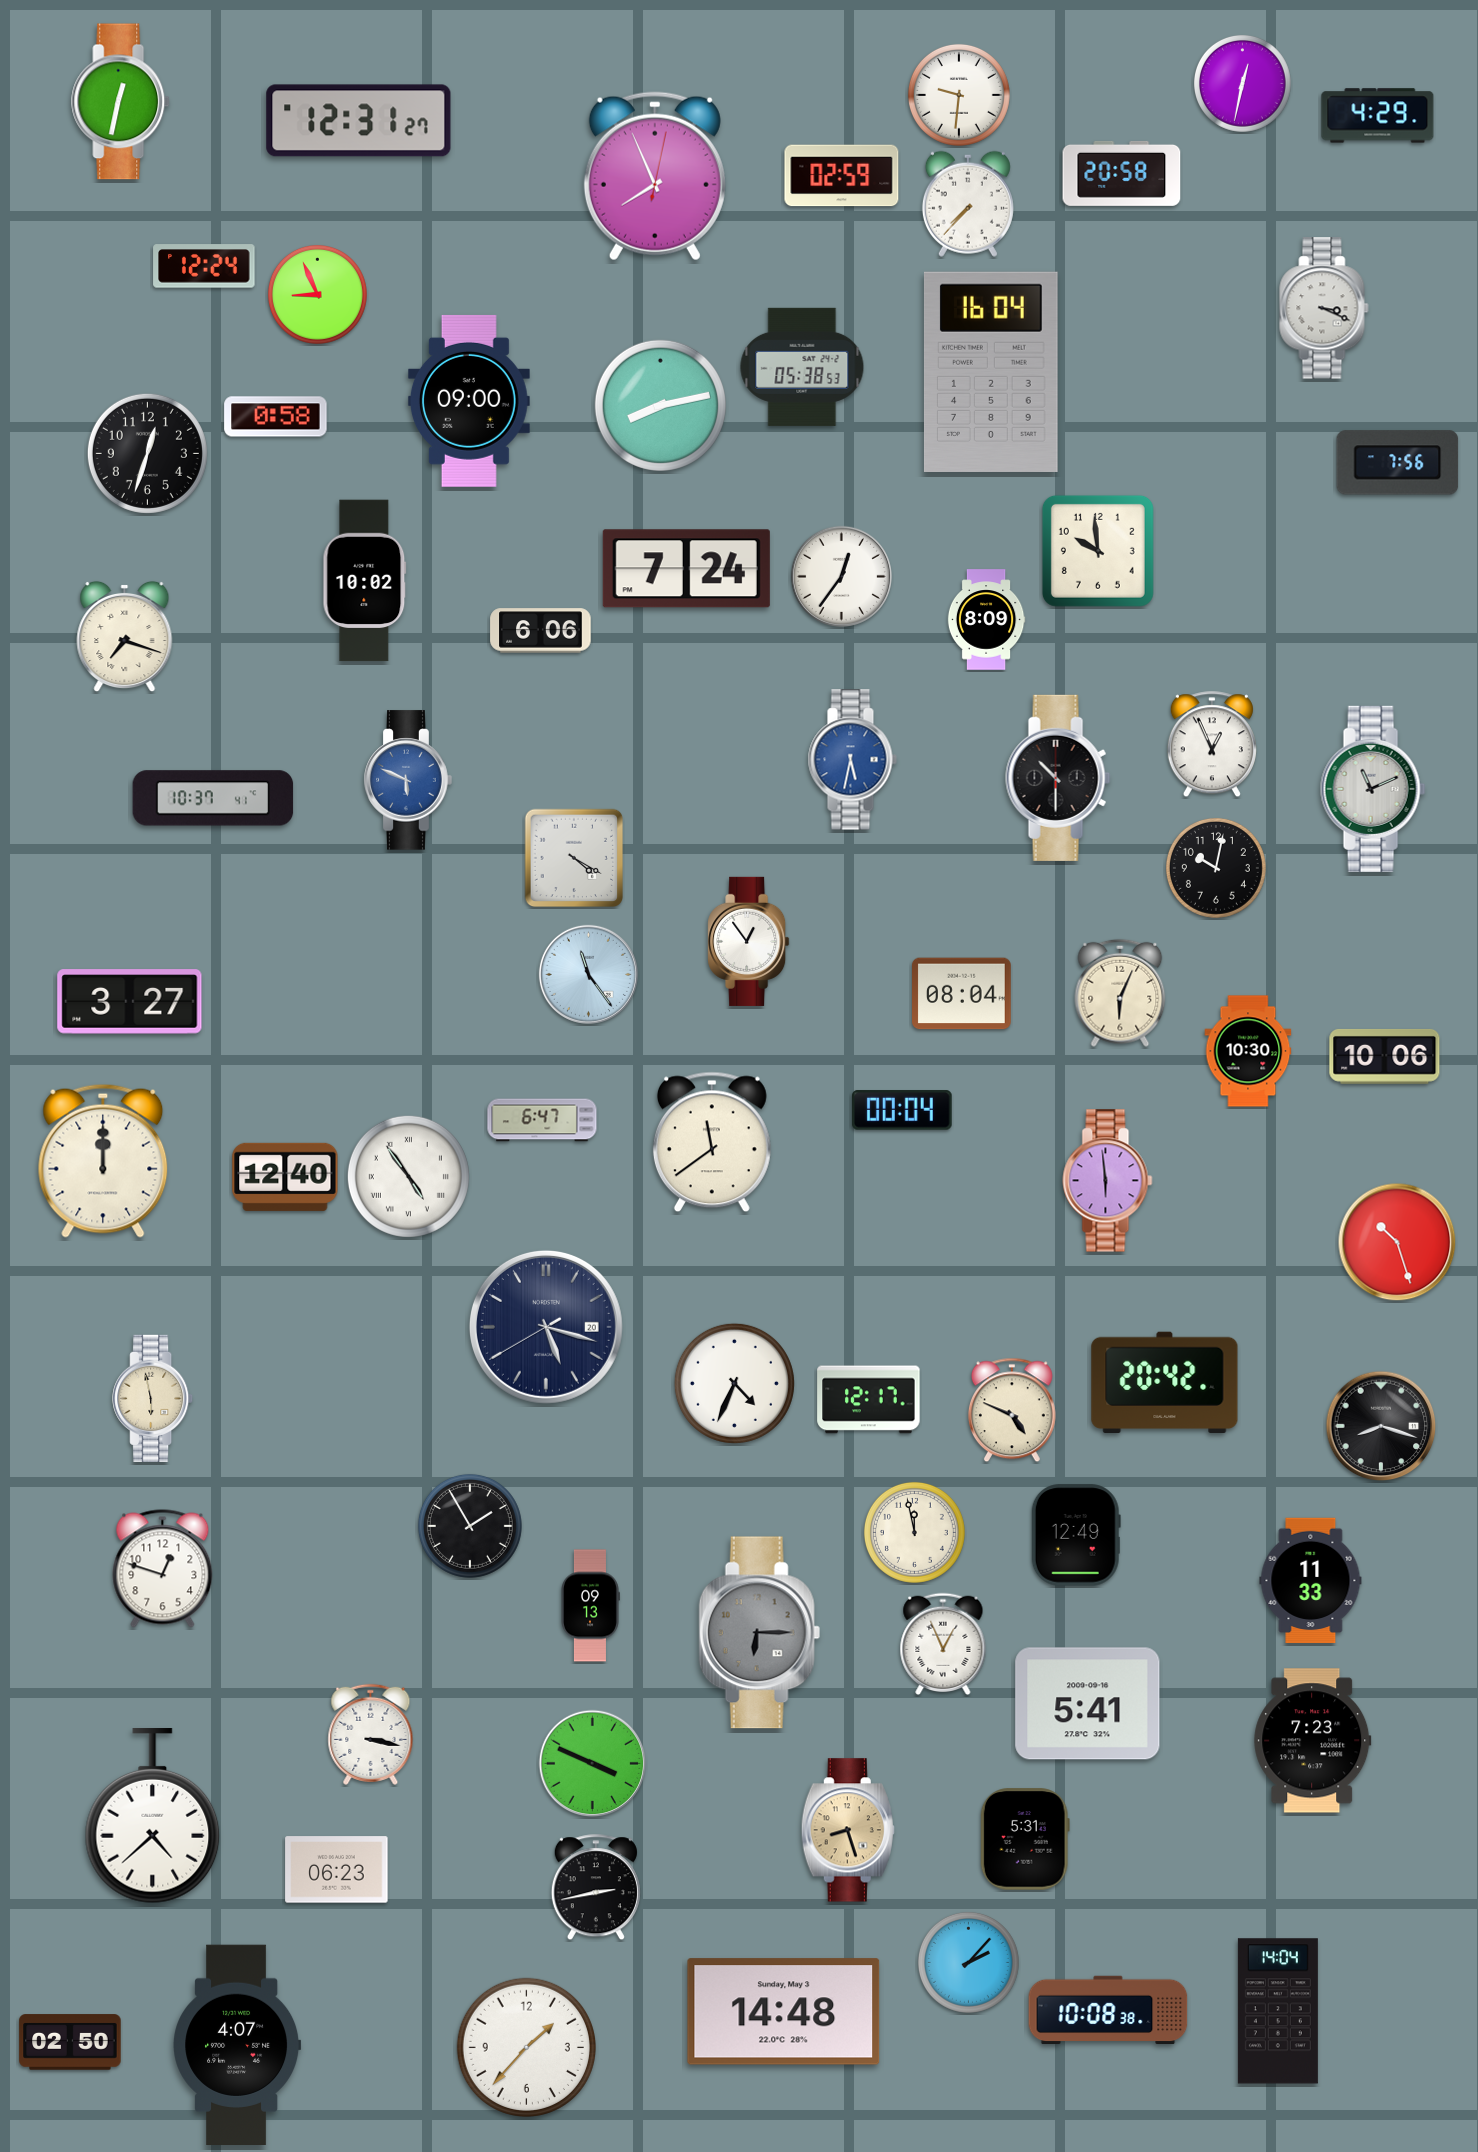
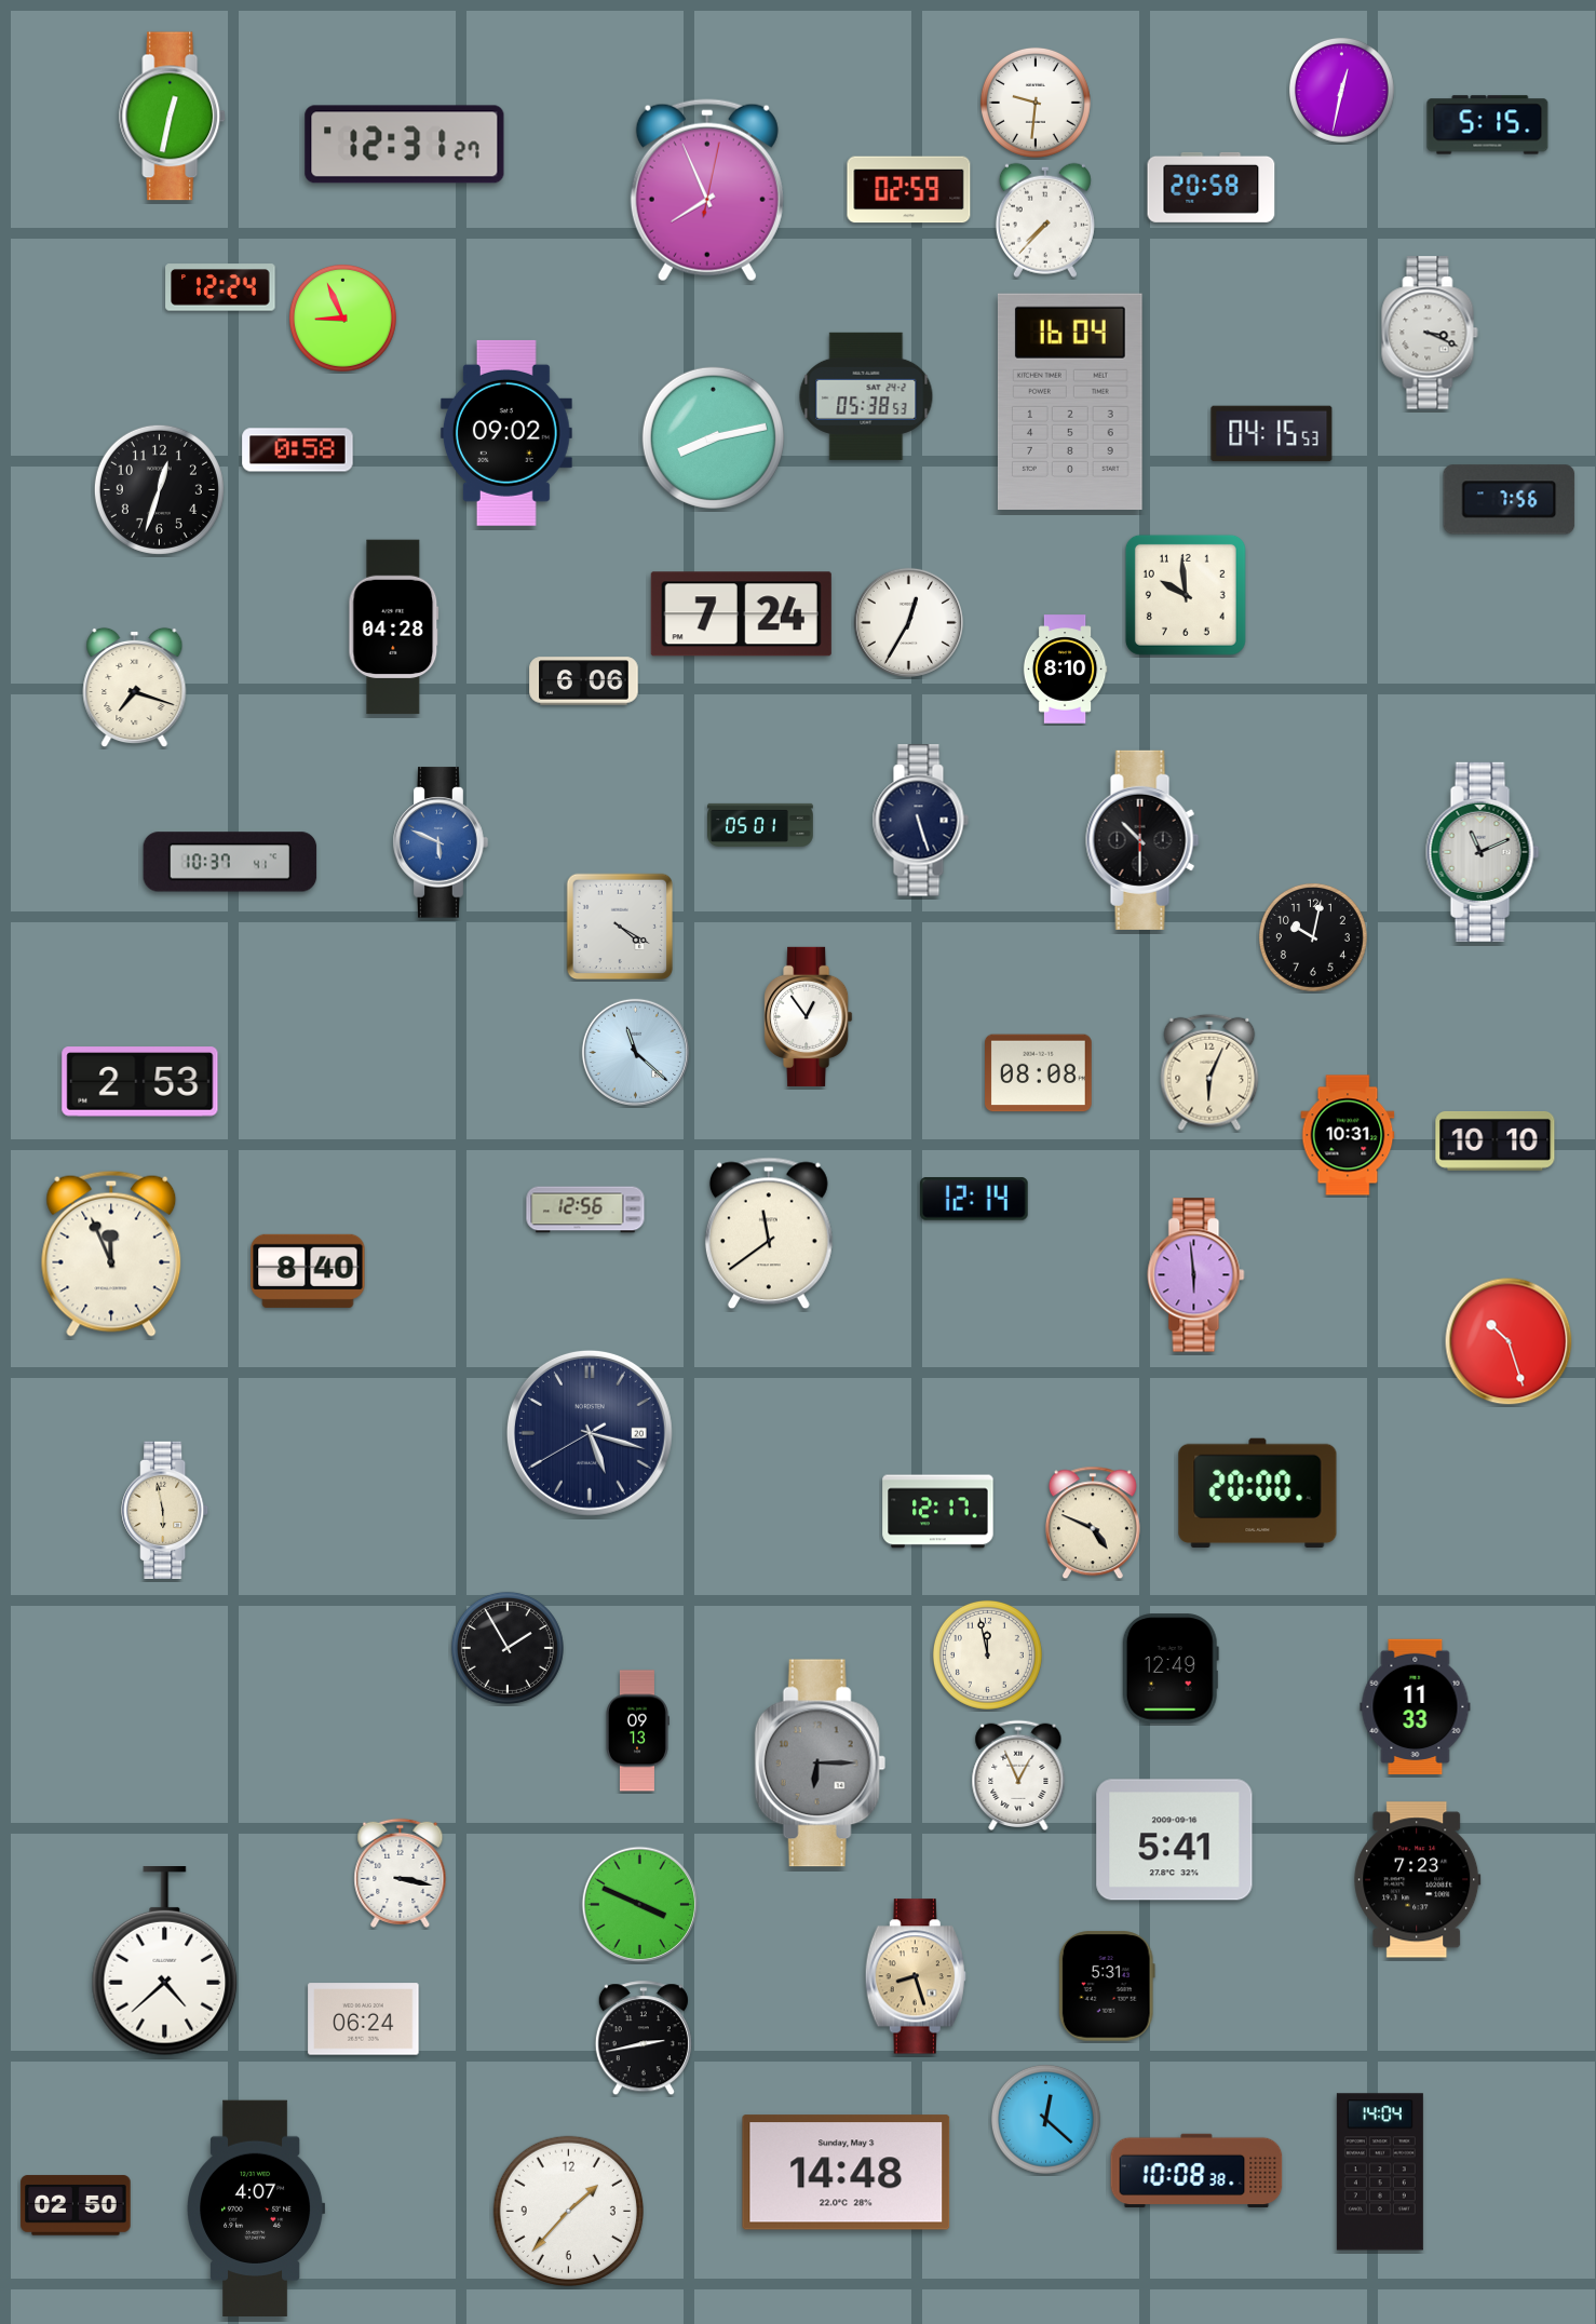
clock at (121, 102) position: (121, 102) -> (173, 117)
clock at (1378, 116): 4:29 -> 5:15
clock at (359, 121) position: (359, 121) -> (405, 145)
clock at (469, 401): 09:00 -> 09:02
clock at (1272, 434): none -> 04:15
clock at (841, 576): 12:36 -> 12:35
clock at (365, 581): 10:02 -> 04:28
clock at (986, 620): 8:09 -> 8:10
clock at (1212, 745): 12:56 -> none
clock at (852, 760): 5:32 -> 5:27
clock at (852, 760) dial: blue -> navy
clock at (760, 825): none -> 05:01
clock at (588, 974): 11:24 -> 11:22
clock at (962, 994): 08:04 -> 08:08
clock at (130, 1002): 3:27 -> 2:53
clock at (1248, 1051): 10:30 -> 10:31
clock at (1385, 1056): 10:06 -> 10:10
clock at (902, 1110): 00:04 -> 12:14
clock at (542, 1120): 6:47 -> 12:56
clock at (103, 1161): 12:00 -> 11:56
clock at (408, 1176): 4:54 -> none
clock at (285, 1177): 12:40 -> 8:40
clock at (734, 1383): 4:34 -> none
clock at (1165, 1383): 20:42 -> 20:00
clock at (1381, 1426): 8:18 -> none
clock at (1076, 1535) position: (1076, 1535) -> (1171, 1668)
clock at (163, 1569): 12:48 -> none
clock at (591, 1606) position: (591, 1606) -> (638, 1731)
clock at (337, 1870): 06:23 -> 06:24
clock at (968, 1962): 2:07 -> 12:22
